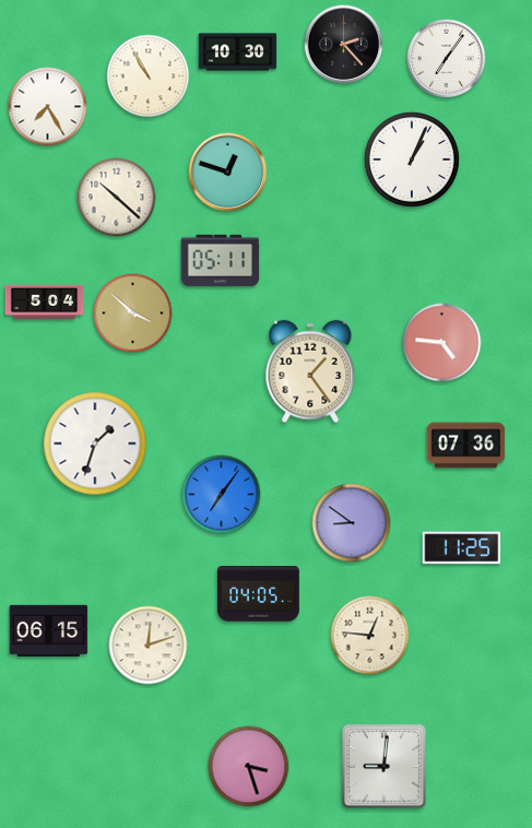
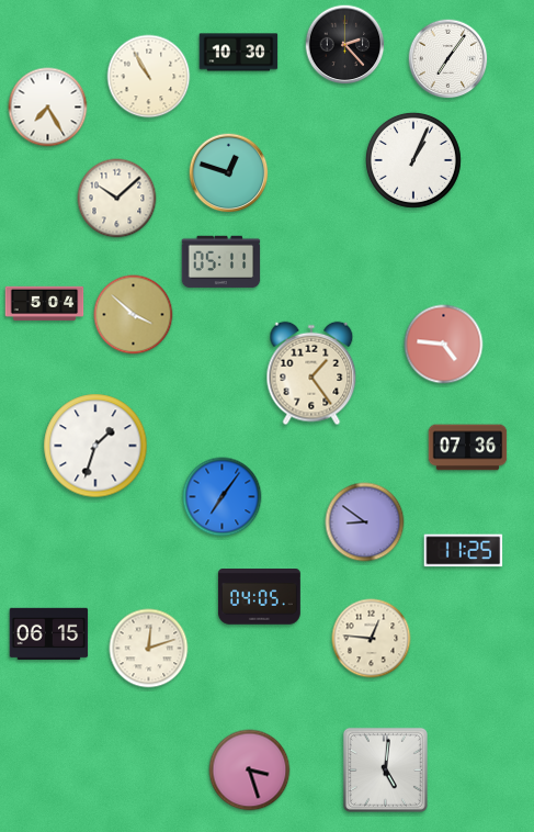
clock at (117, 198): 10:22 -> 10:08
clock at (352, 523) position: (352, 523) -> (365, 522)
clock at (383, 766): 9:01 -> 5:01
